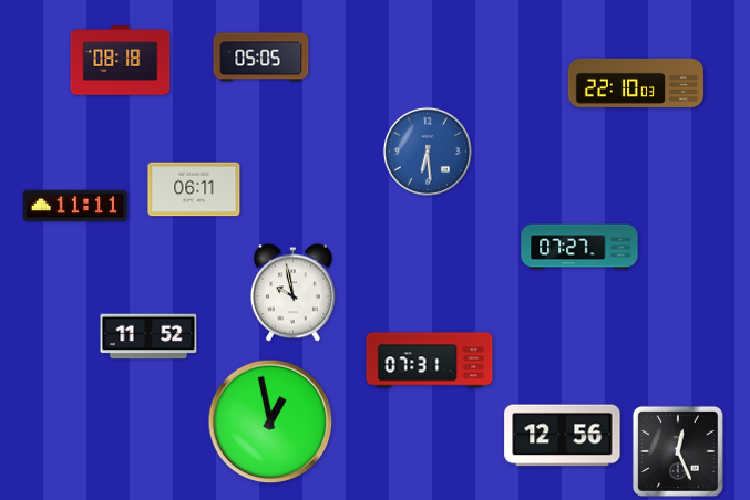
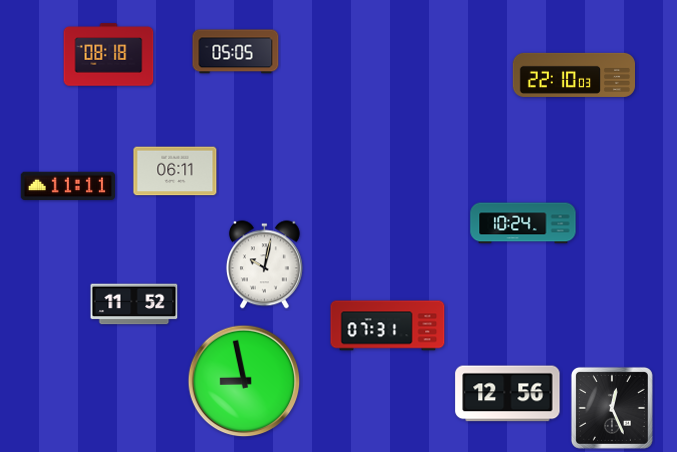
clock at (428, 152): 6:29 -> none
clock at (579, 247): 07:27 -> 10:24
clock at (292, 293): 9:58 -> 10:02
clock at (270, 421): 12:58 -> 8:58
